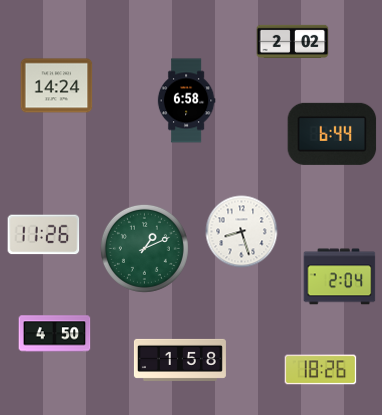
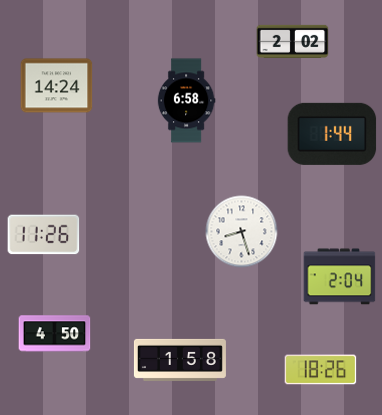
clock at (332, 134): 6:44 -> 1:44
clock at (144, 248): 1:11 -> none
